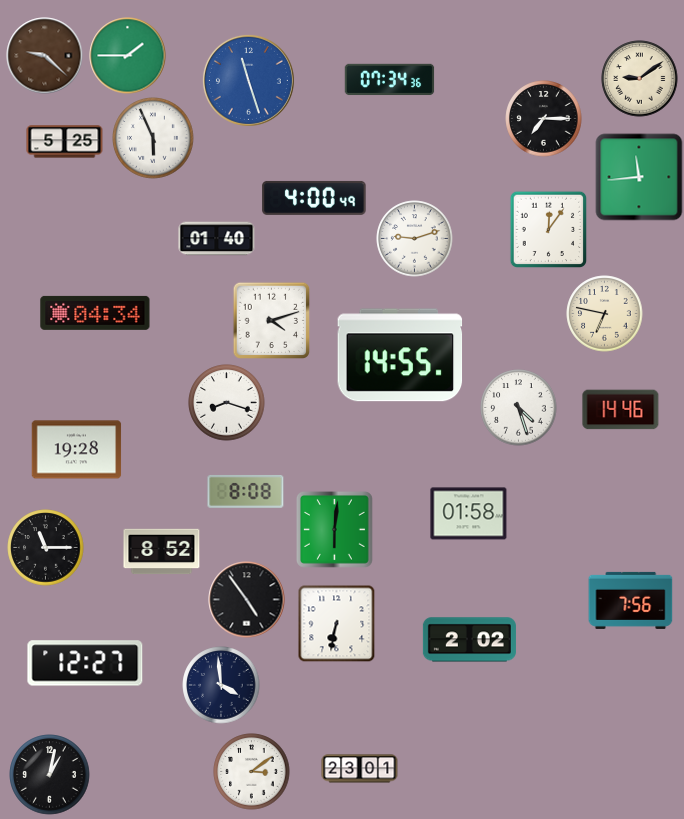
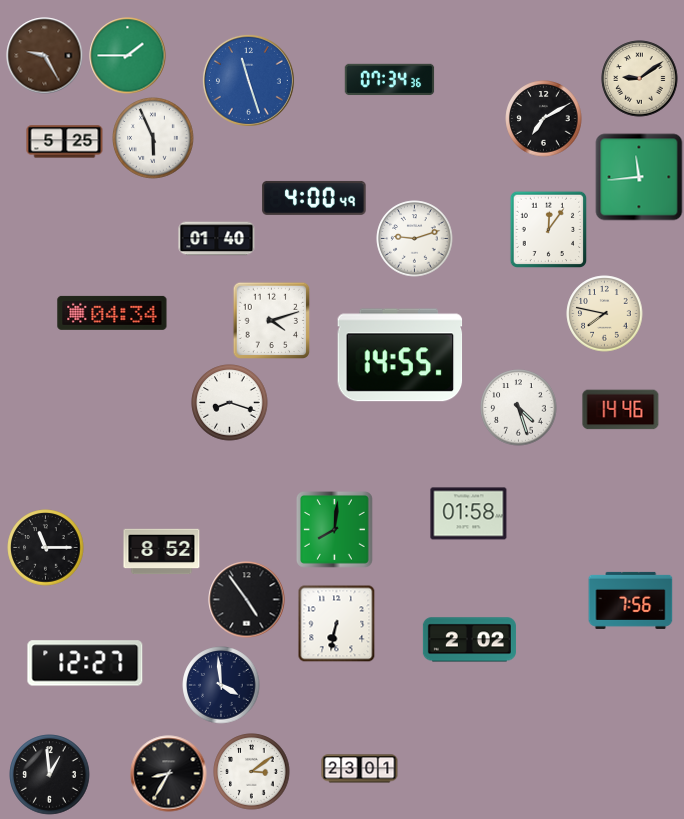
clock at (45, 56): 9:22 -> 9:25
clock at (544, 119): 7:15 -> 7:10
clock at (95, 313) position: (95, 313) -> (112, 313)
clock at (605, 314): 6:47 -> 7:47
clock at (227, 403) position: (227, 403) -> (230, 403)
clock at (77, 450): 19:28 -> none
clock at (246, 492): 8:08 -> none
clock at (335, 530): 6:01 -> 8:01
clock at (169, 774): none -> 8:35
clock at (50, 775): 1:02 -> 12:59
